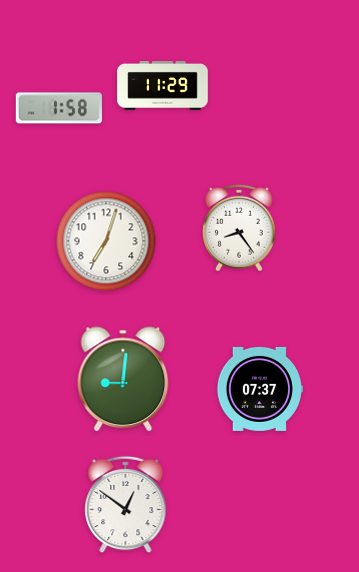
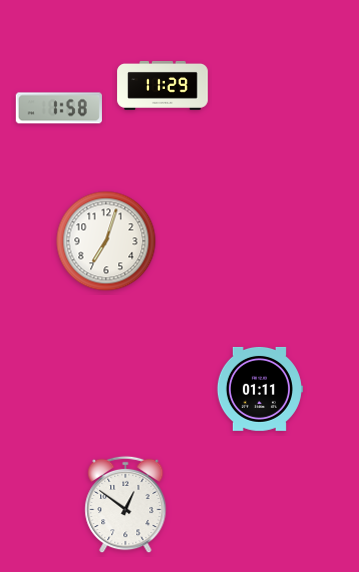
clock at (240, 228): 8:24 -> none
clock at (123, 379): 9:01 -> none
clock at (260, 389): 07:37 -> 01:11
